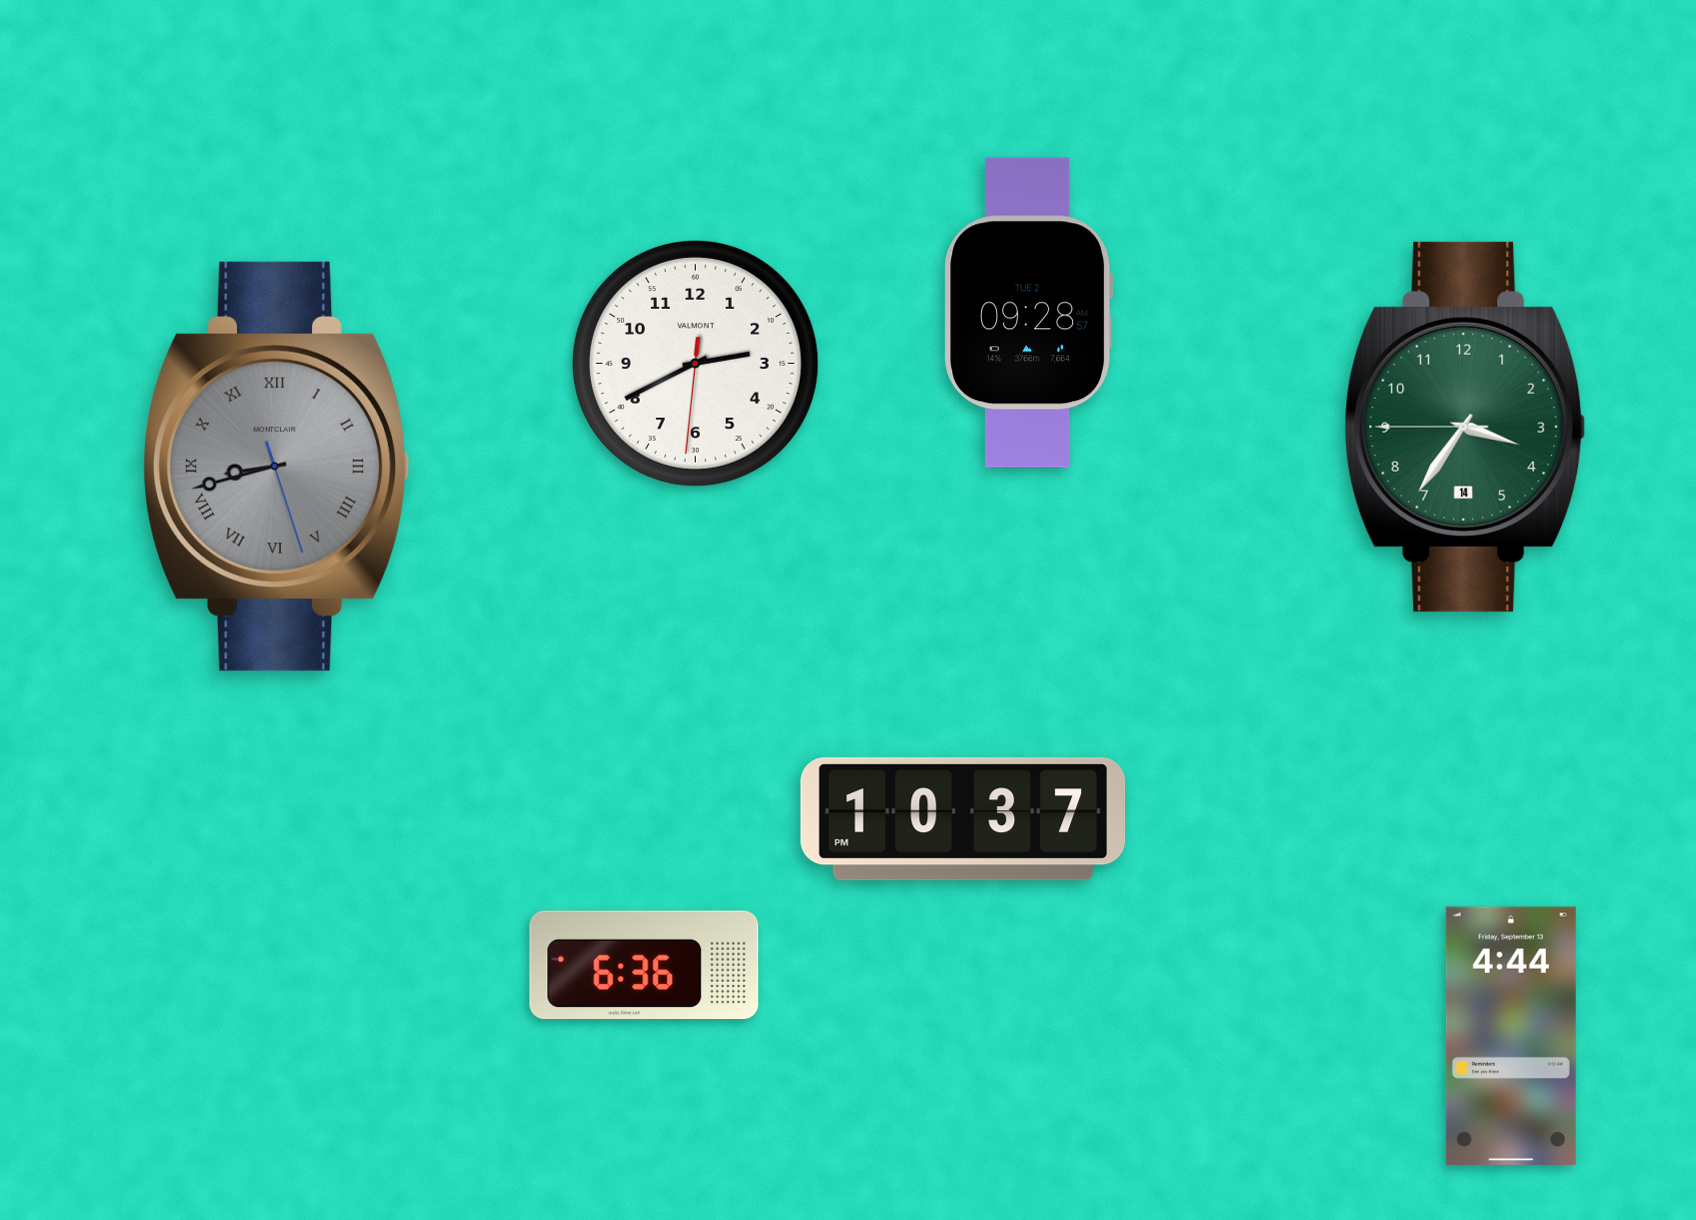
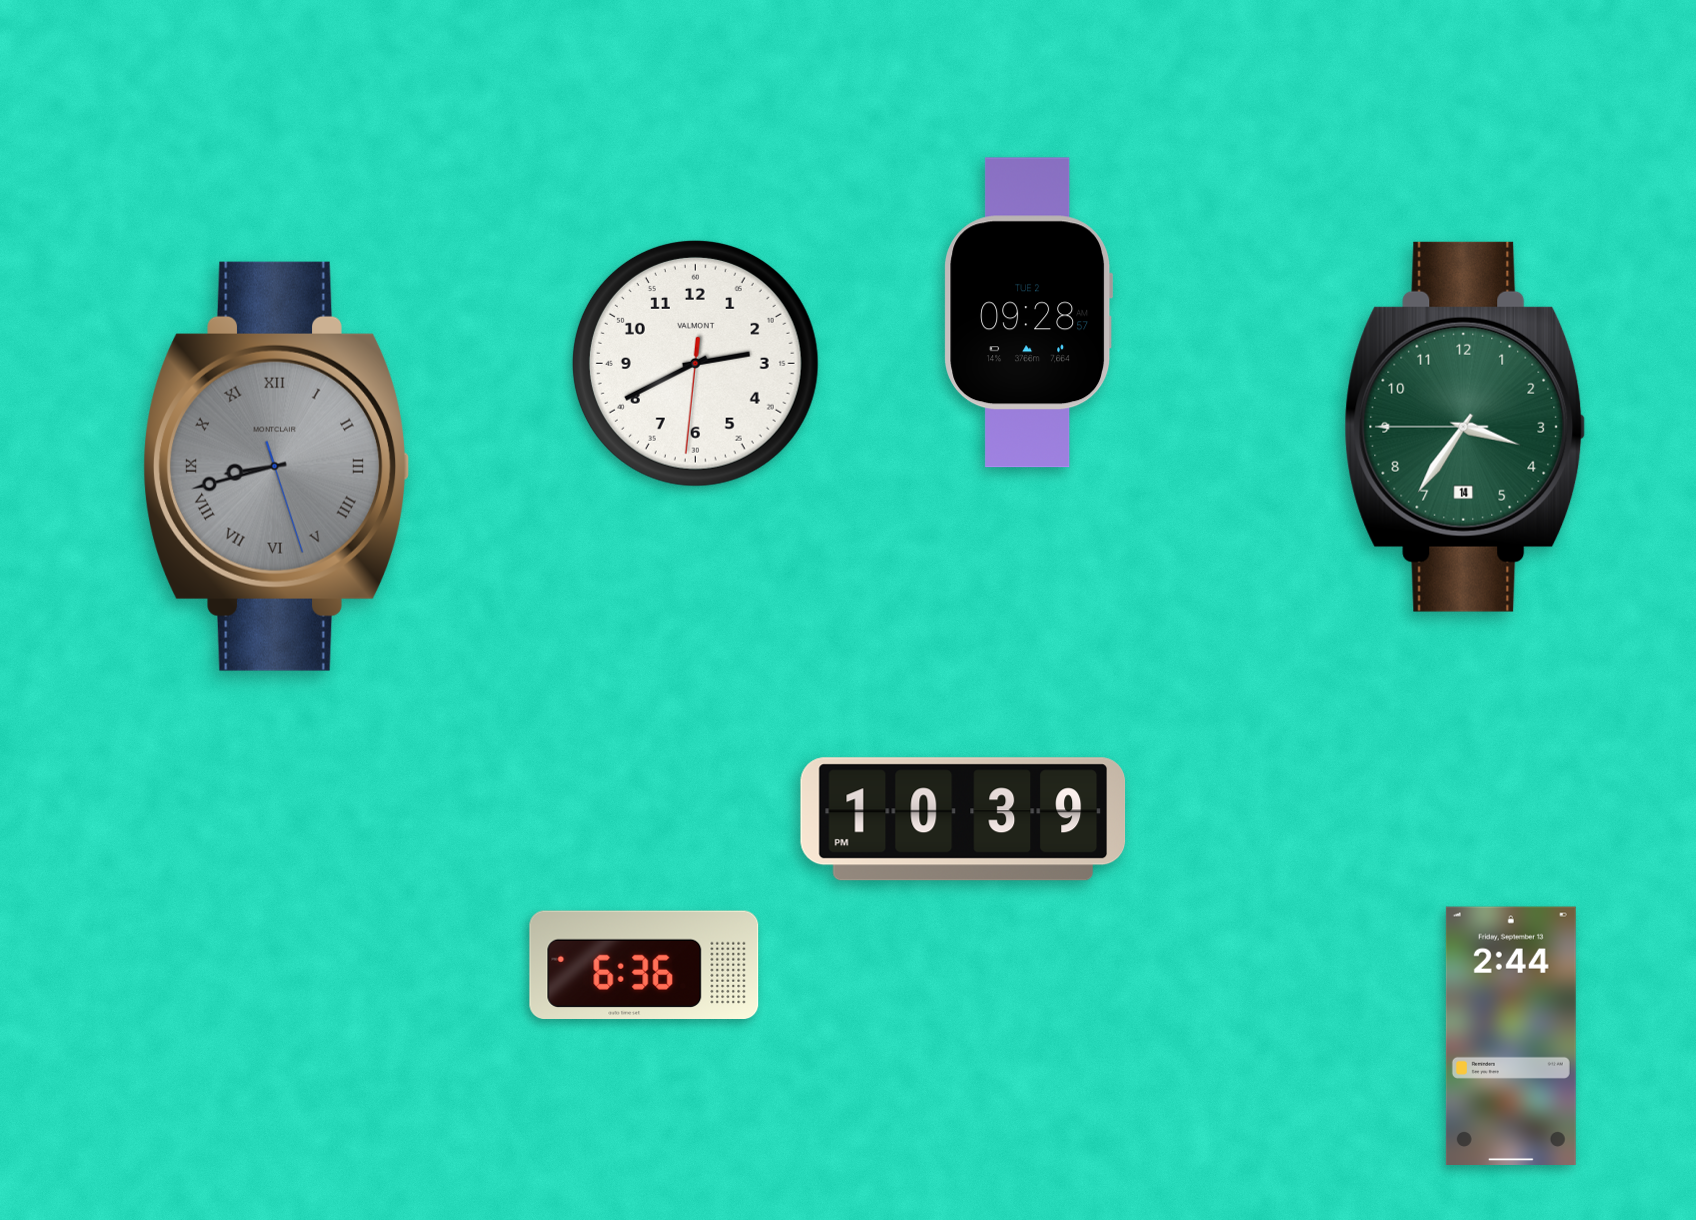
clock at (963, 819): 10:37 -> 10:39
clock at (1511, 1035): 4:44 -> 2:44
